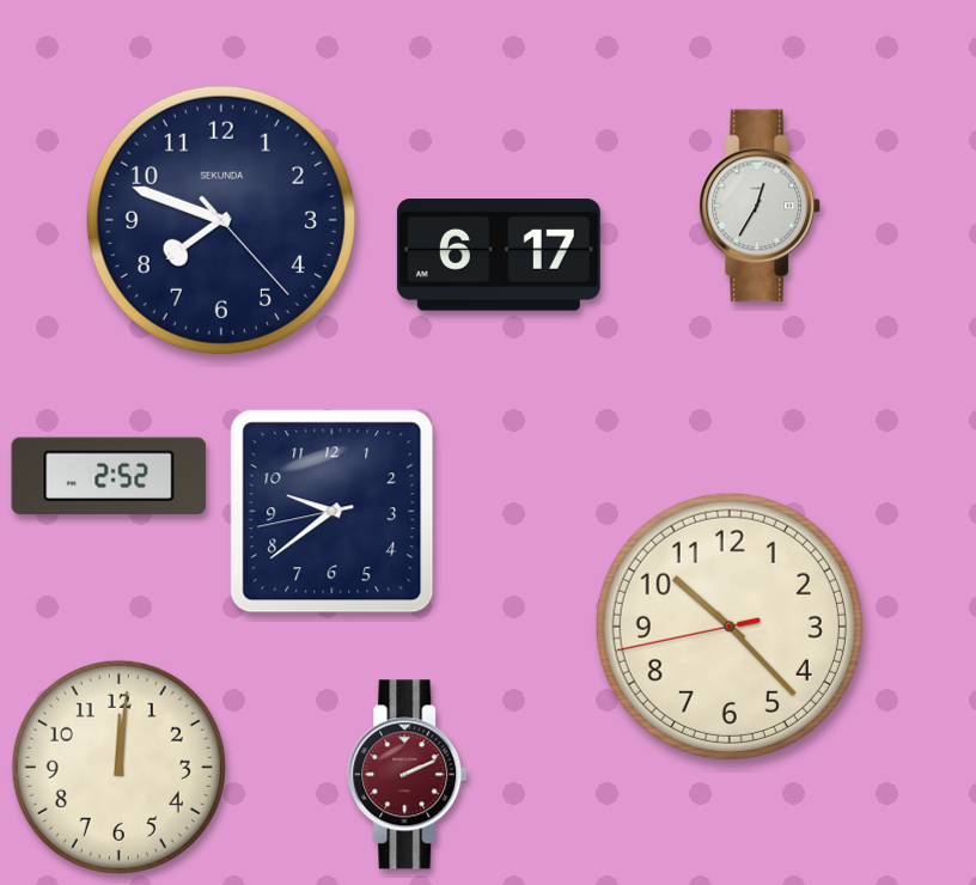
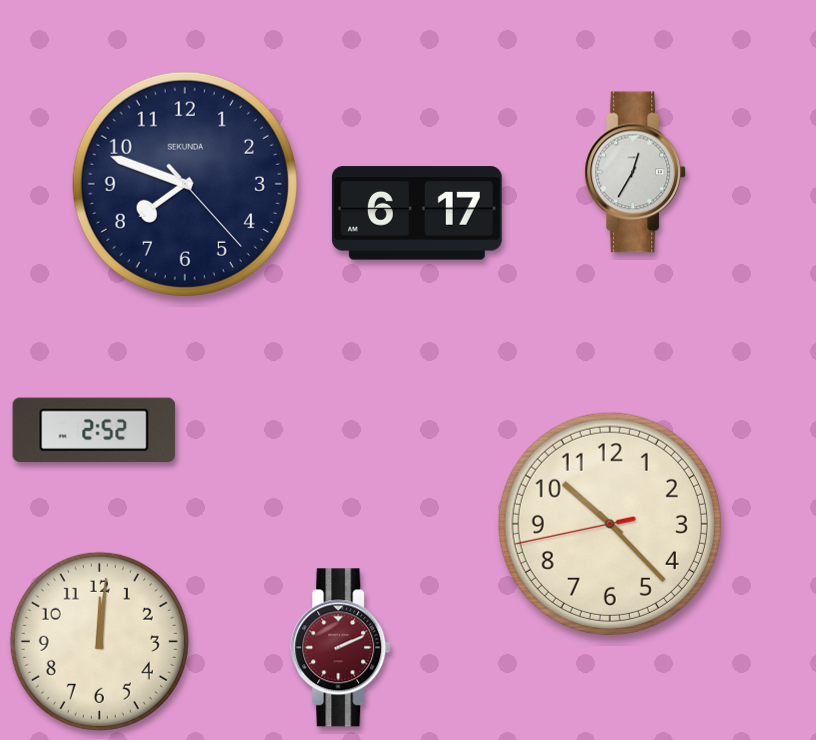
clock at (109, 476) position: (109, 476) -> (94, 430)
clock at (333, 512): 9:38 -> none
